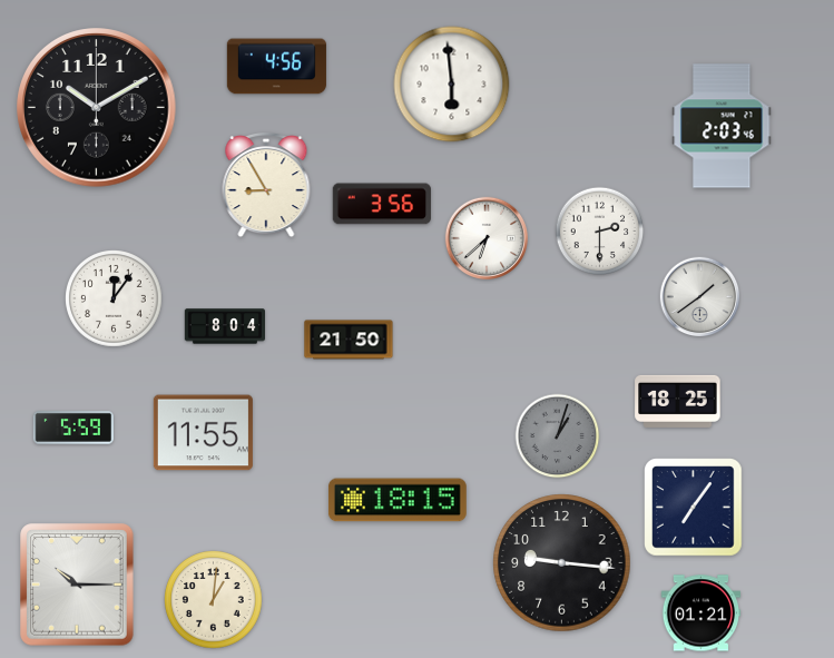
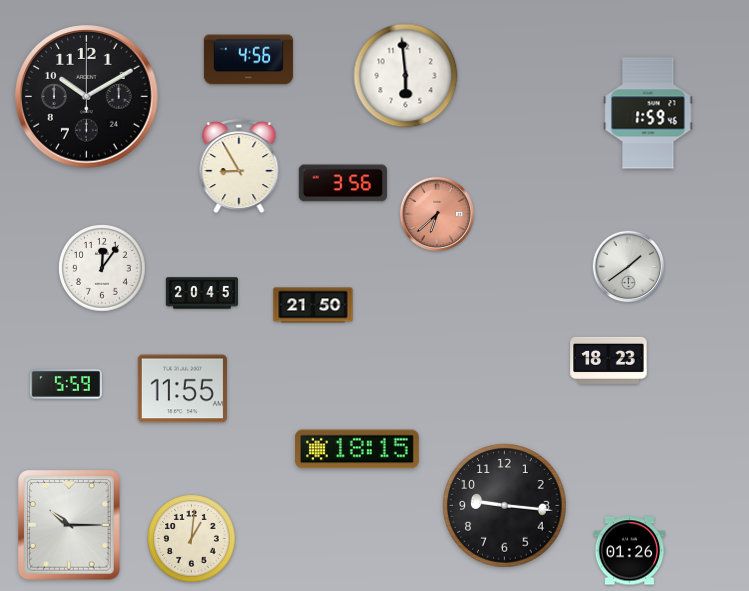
clock at (722, 126): 2:03 -> 1:59
clock at (600, 232): 2:30 -> none
clock at (487, 238) dial: white -> salmon
clock at (224, 326): 8:04 -> 20:45
clock at (678, 401): 18:25 -> 18:23
clock at (558, 436): 1:03 -> none
clock at (694, 508): 7:06 -> none
clock at (701, 613): 01:21 -> 01:26
